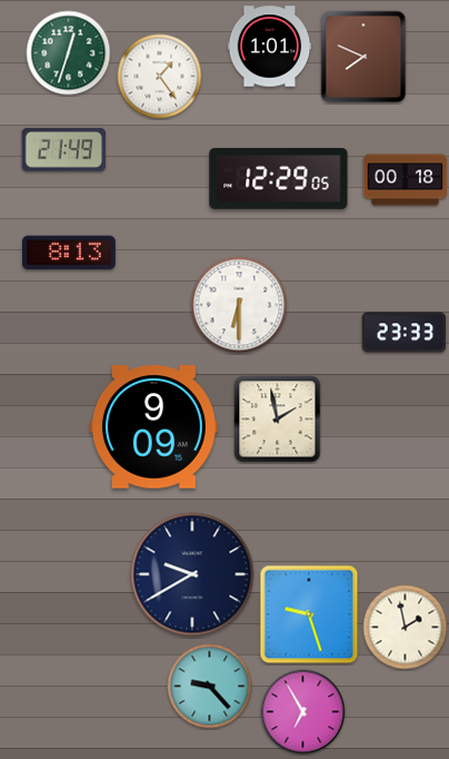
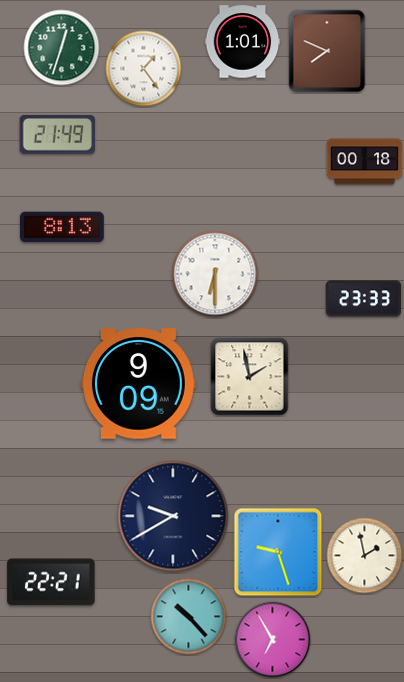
clock at (279, 178): 12:29 -> none
clock at (406, 628) position: (406, 628) -> (365, 556)
clock at (51, 582): none -> 22:21
clock at (210, 687): 9:23 -> 10:23
